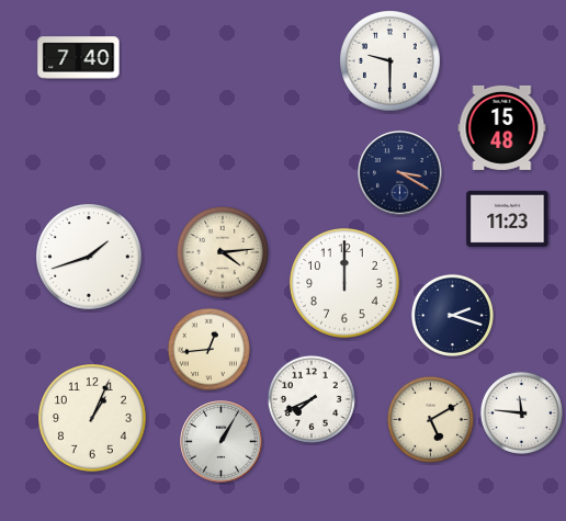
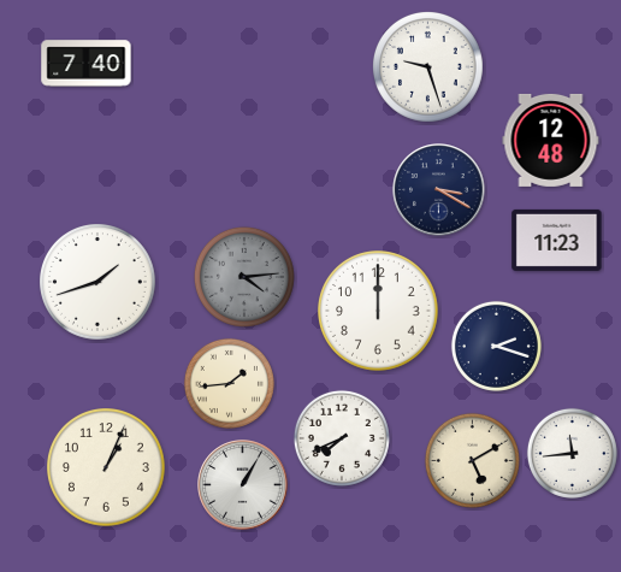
clock at (389, 60): 9:30 -> 9:27
clock at (502, 127): 15:48 -> 12:48
clock at (223, 252) dial: cream -> grey
clock at (208, 349): 12:44 -> 1:44
clock at (521, 412): 11:46 -> 11:44
clock at (93, 419) position: (93, 419) -> (107, 468)
